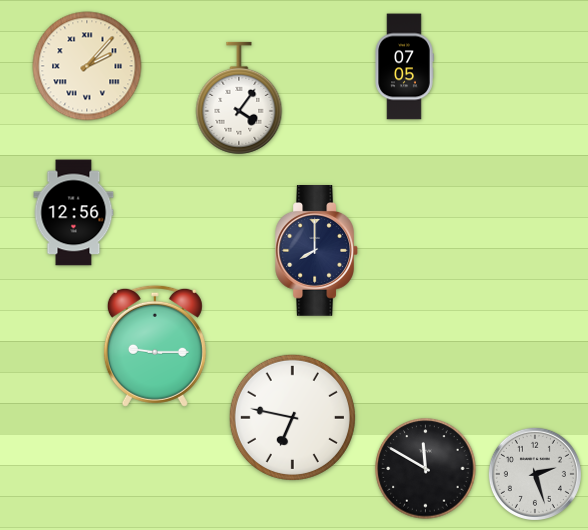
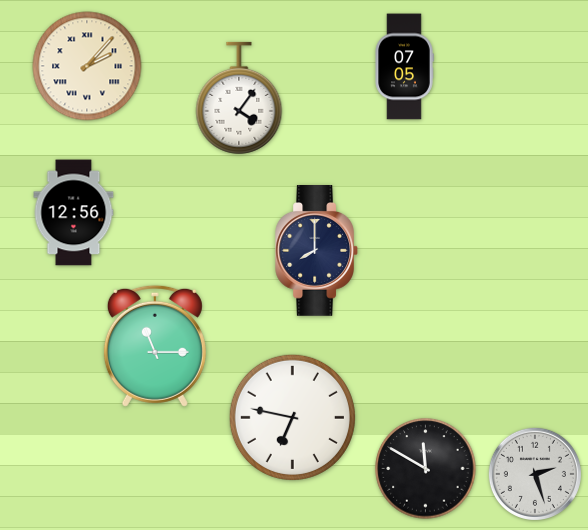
clock at (155, 346): 9:15 -> 11:15
